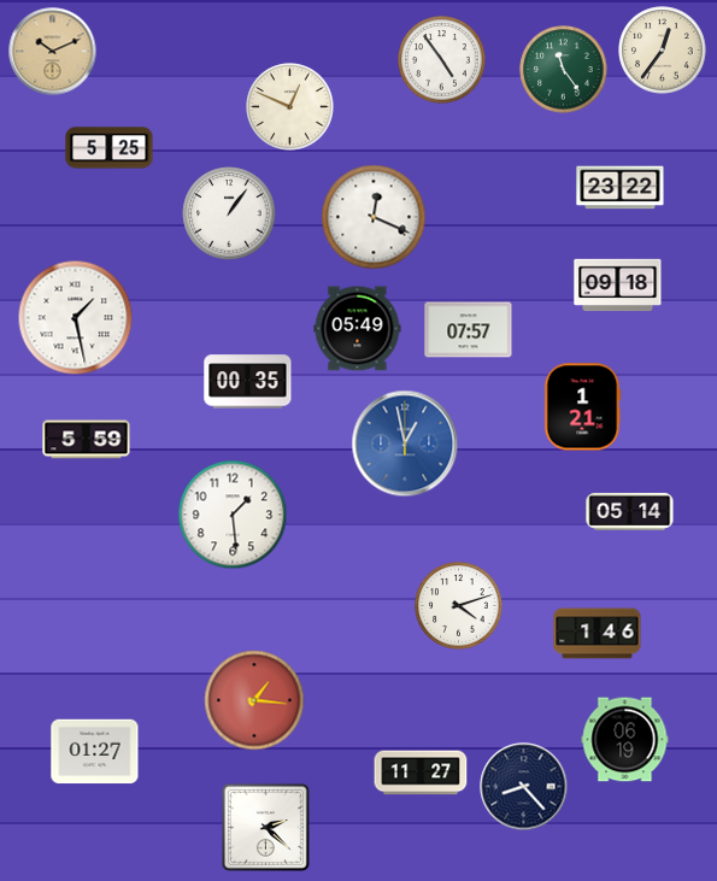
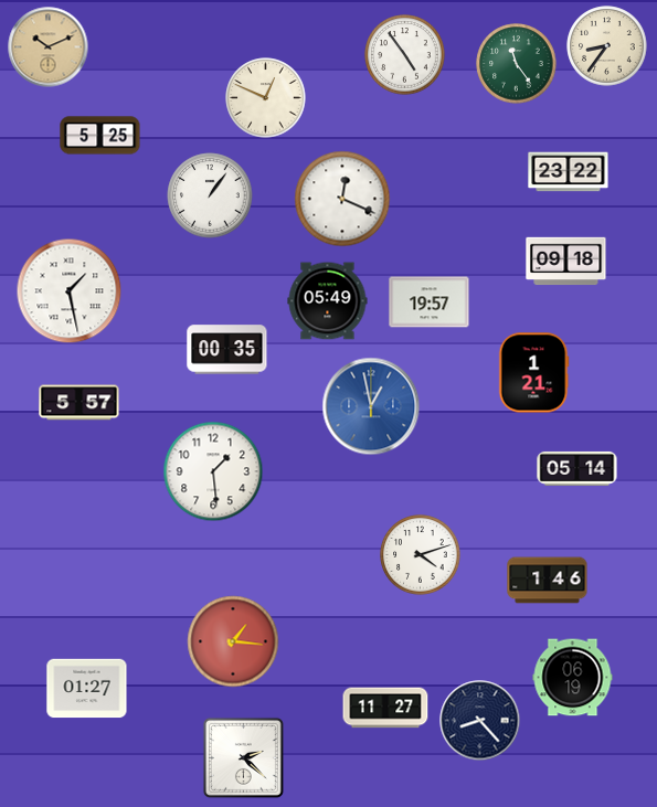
clock at (663, 51): 12:36 -> 8:36
clock at (469, 330): 07:57 -> 19:57
clock at (87, 440): 5:59 -> 5:57
